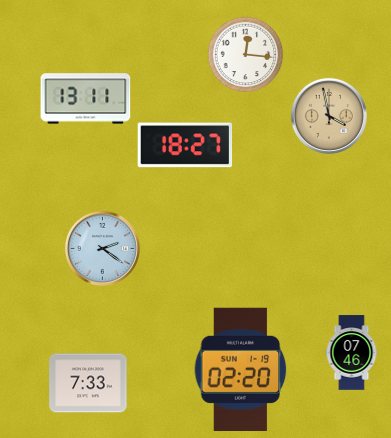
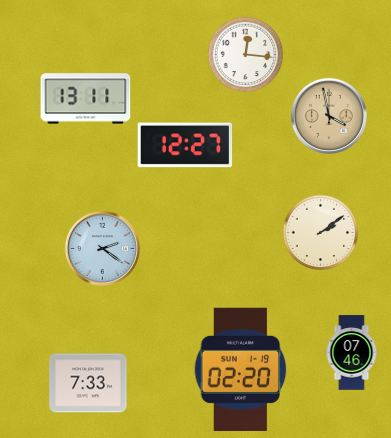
clock at (185, 145): 18:27 -> 12:27
clock at (321, 233): none -> 2:09
